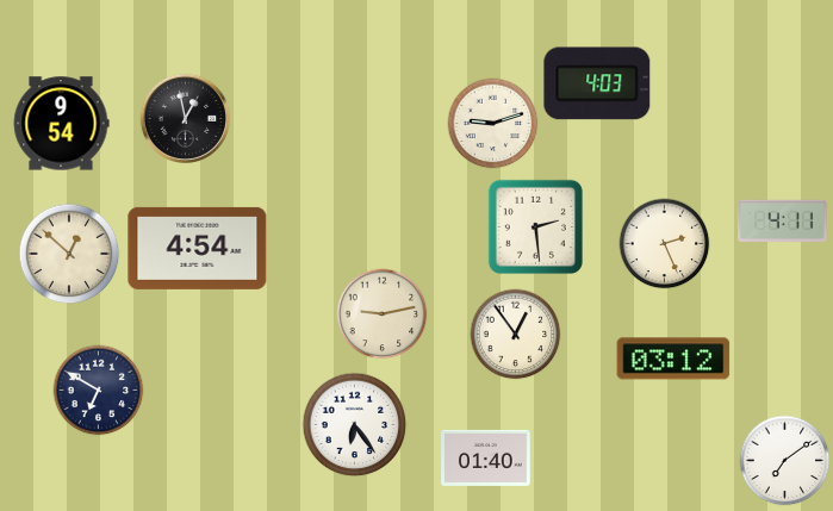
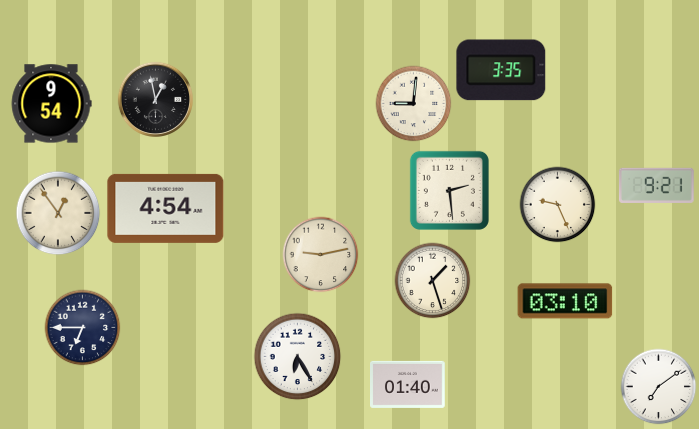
clock at (597, 83): 4:03 -> 3:35
clock at (493, 124): 9:12 -> 9:01
clock at (782, 220): 4:11 -> 9:21
clock at (665, 244): 2:26 -> 9:26
clock at (69, 254): 12:52 -> 12:54
clock at (383, 314) position: (383, 314) -> (321, 255)
clock at (516, 335): 12:54 -> 1:27
clock at (673, 359): 03:12 -> 03:10
clock at (99, 391): 6:50 -> 6:45
clock at (355, 425): 6:24 -> 6:25
